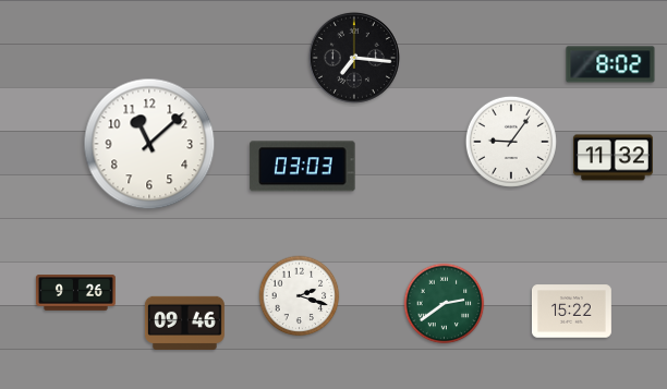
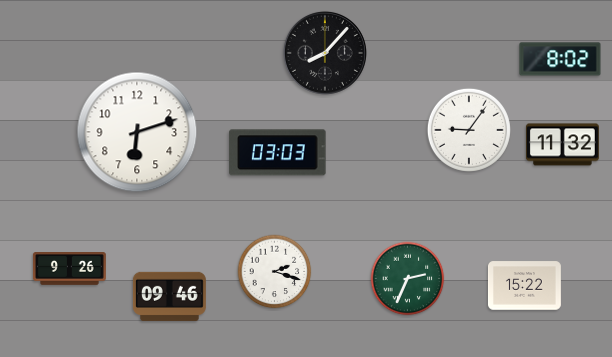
clock at (354, 58): 7:16 -> 8:07
clock at (149, 144): 11:08 -> 6:12
clock at (445, 304): 2:39 -> 2:34
